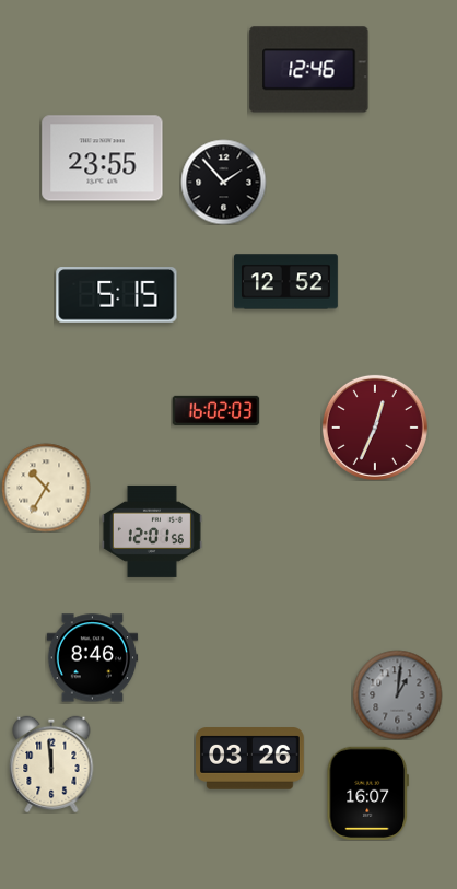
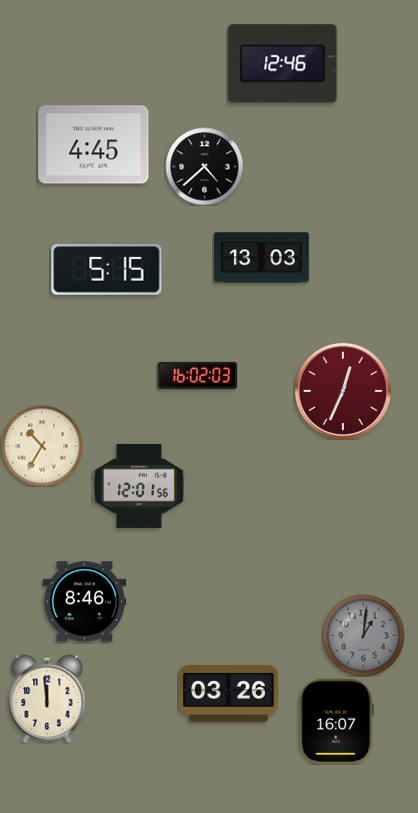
clock at (103, 159): 23:55 -> 4:45
clock at (223, 182): 1:53 -> 4:38
clock at (285, 282): 12:52 -> 13:03
clock at (367, 793) position: (367, 793) -> (336, 721)
